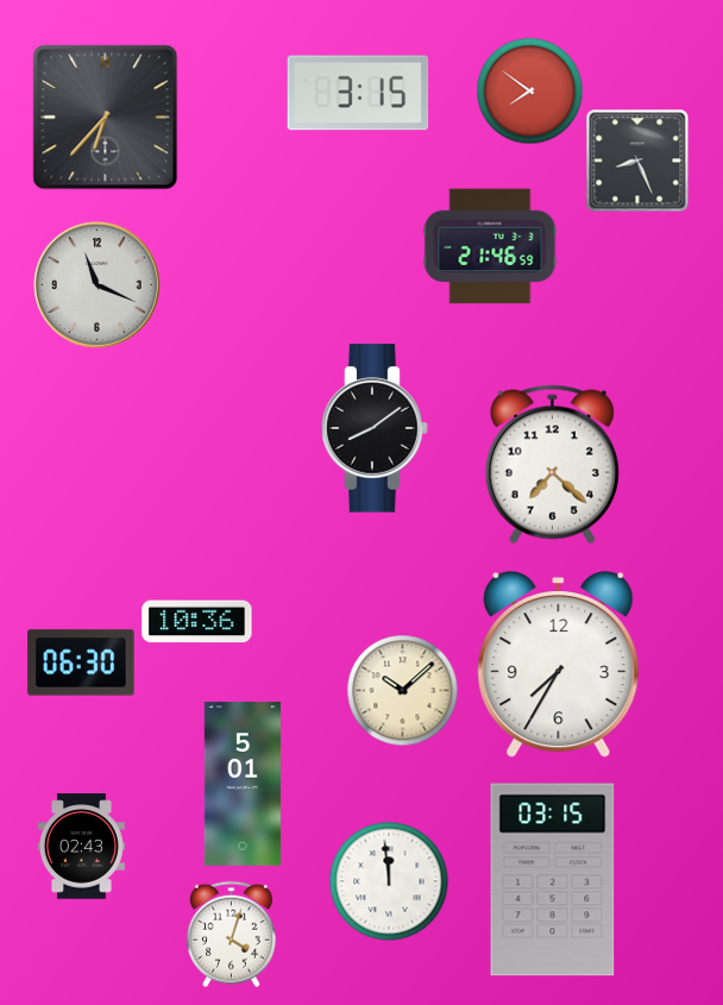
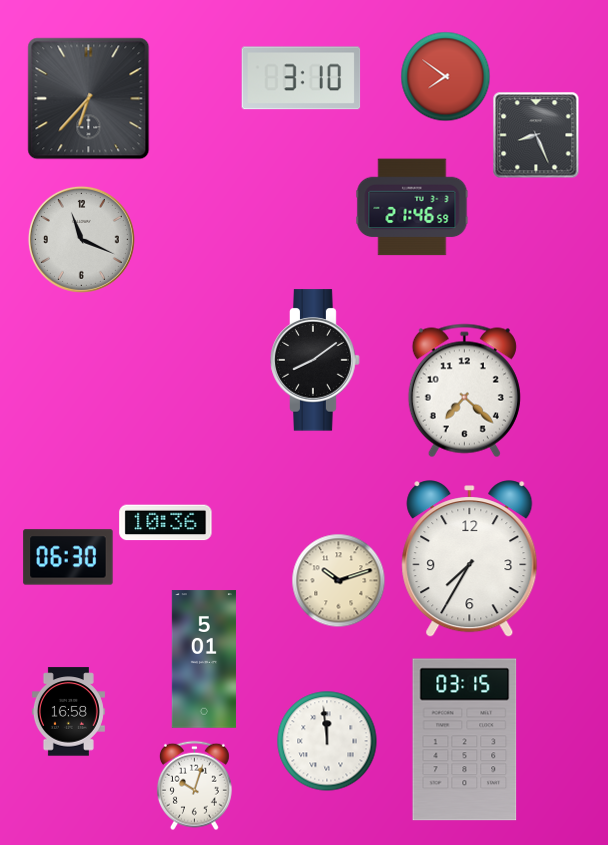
clock at (358, 93): 3:15 -> 3:10
clock at (402, 690): 10:08 -> 10:12
clock at (81, 847): 02:43 -> 16:58
clock at (231, 934): 4:03 -> 10:03
